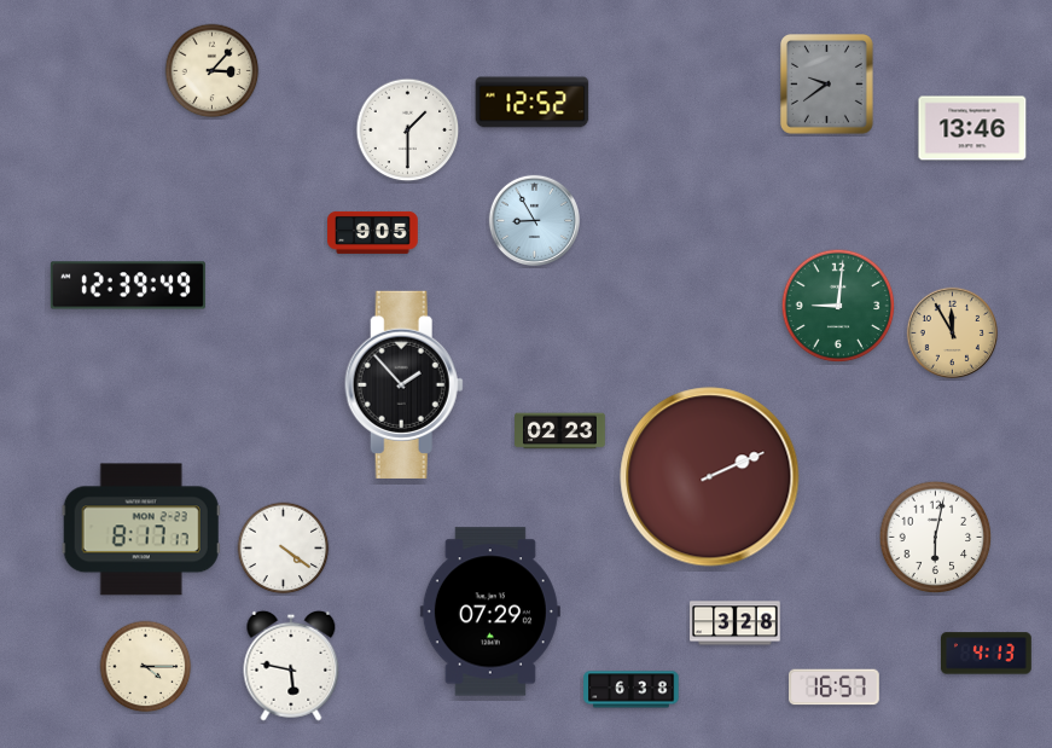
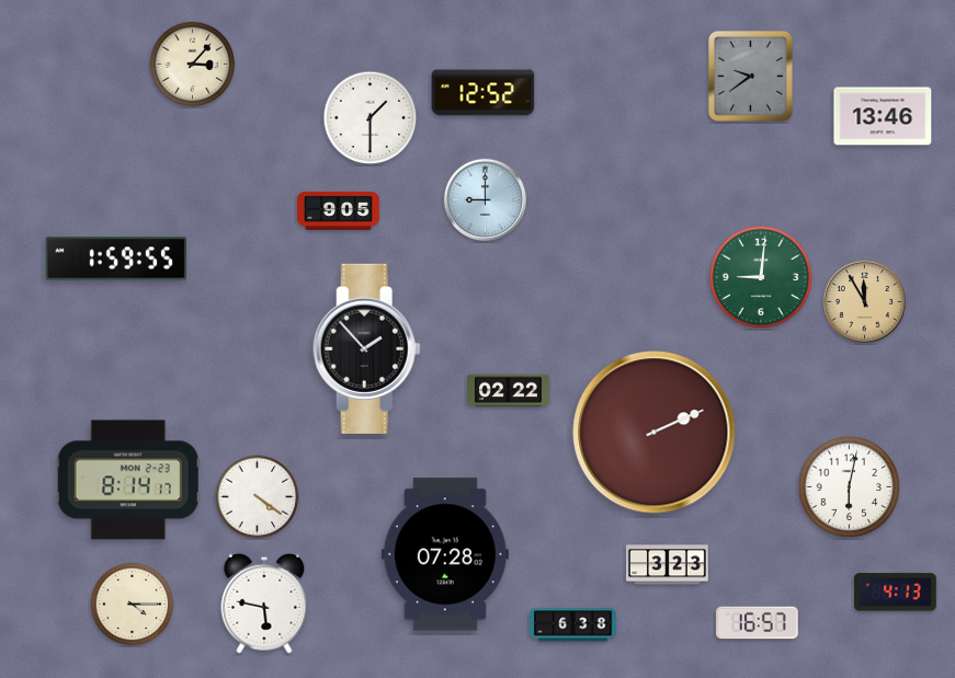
clock at (534, 220): 8:55 -> 9:00
clock at (128, 285): 12:39 -> 1:59
clock at (560, 431): 02:23 -> 02:22
clock at (710, 477) position: (710, 477) -> (655, 433)
clock at (141, 529): 8:17 -> 8:14
clock at (490, 611): 07:29 -> 07:28
clock at (736, 624): 3:28 -> 3:23
